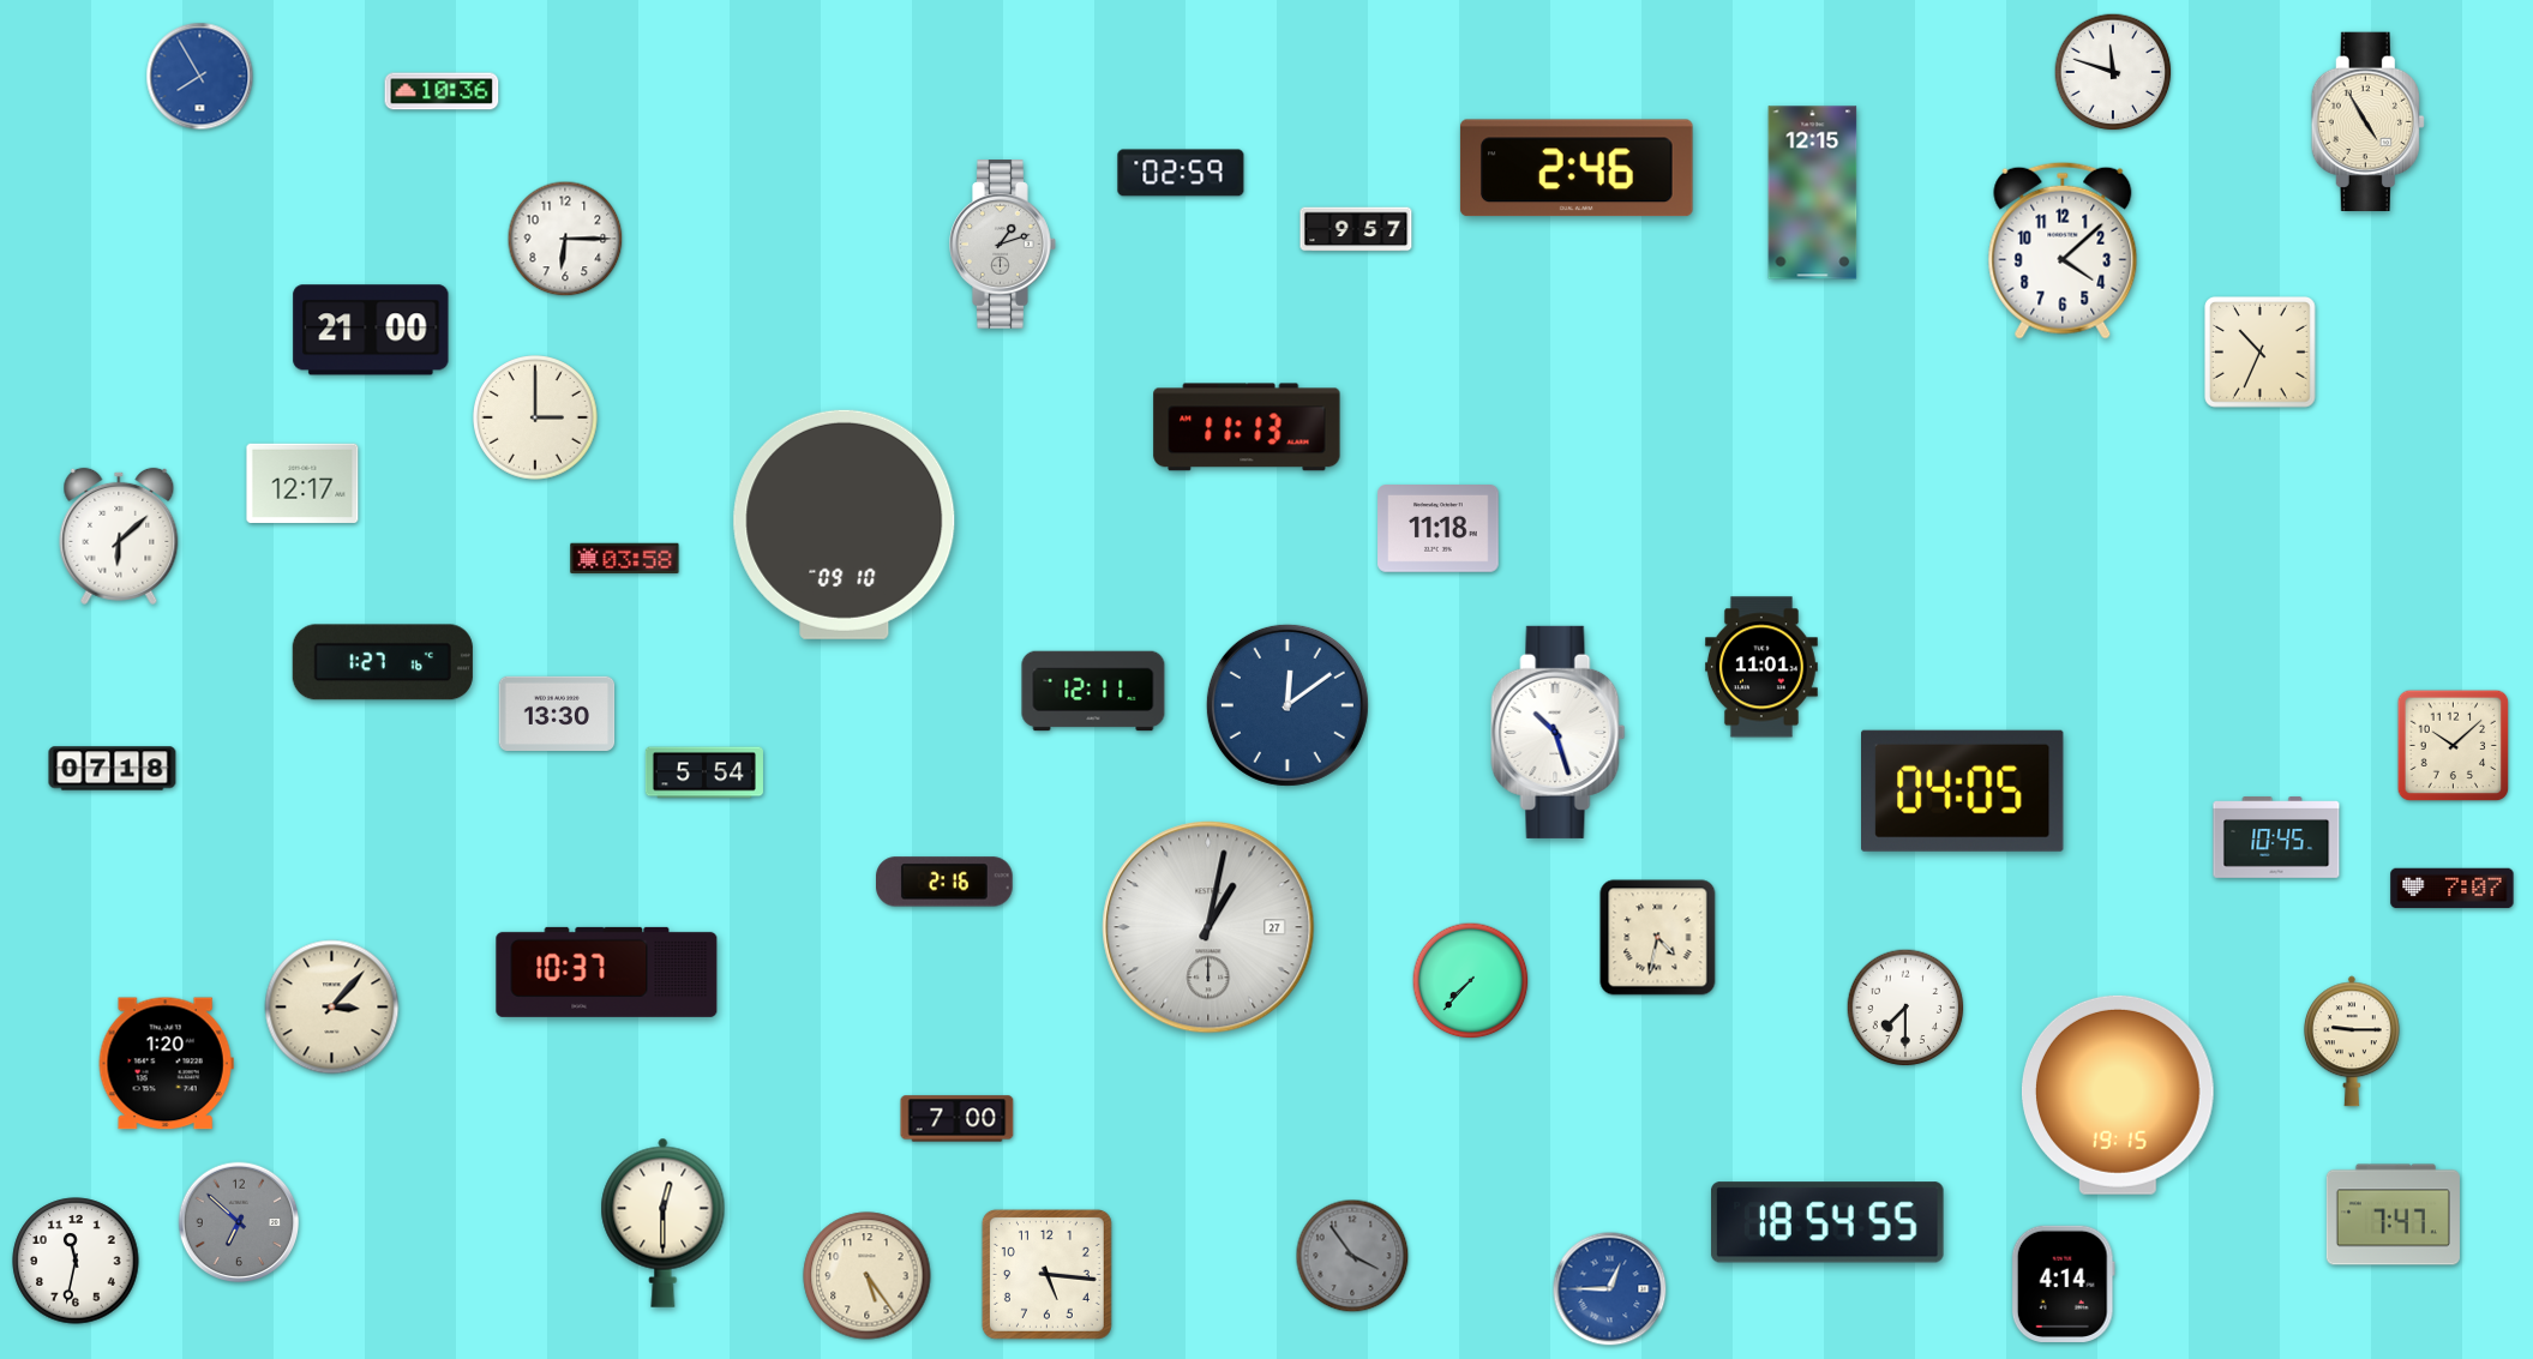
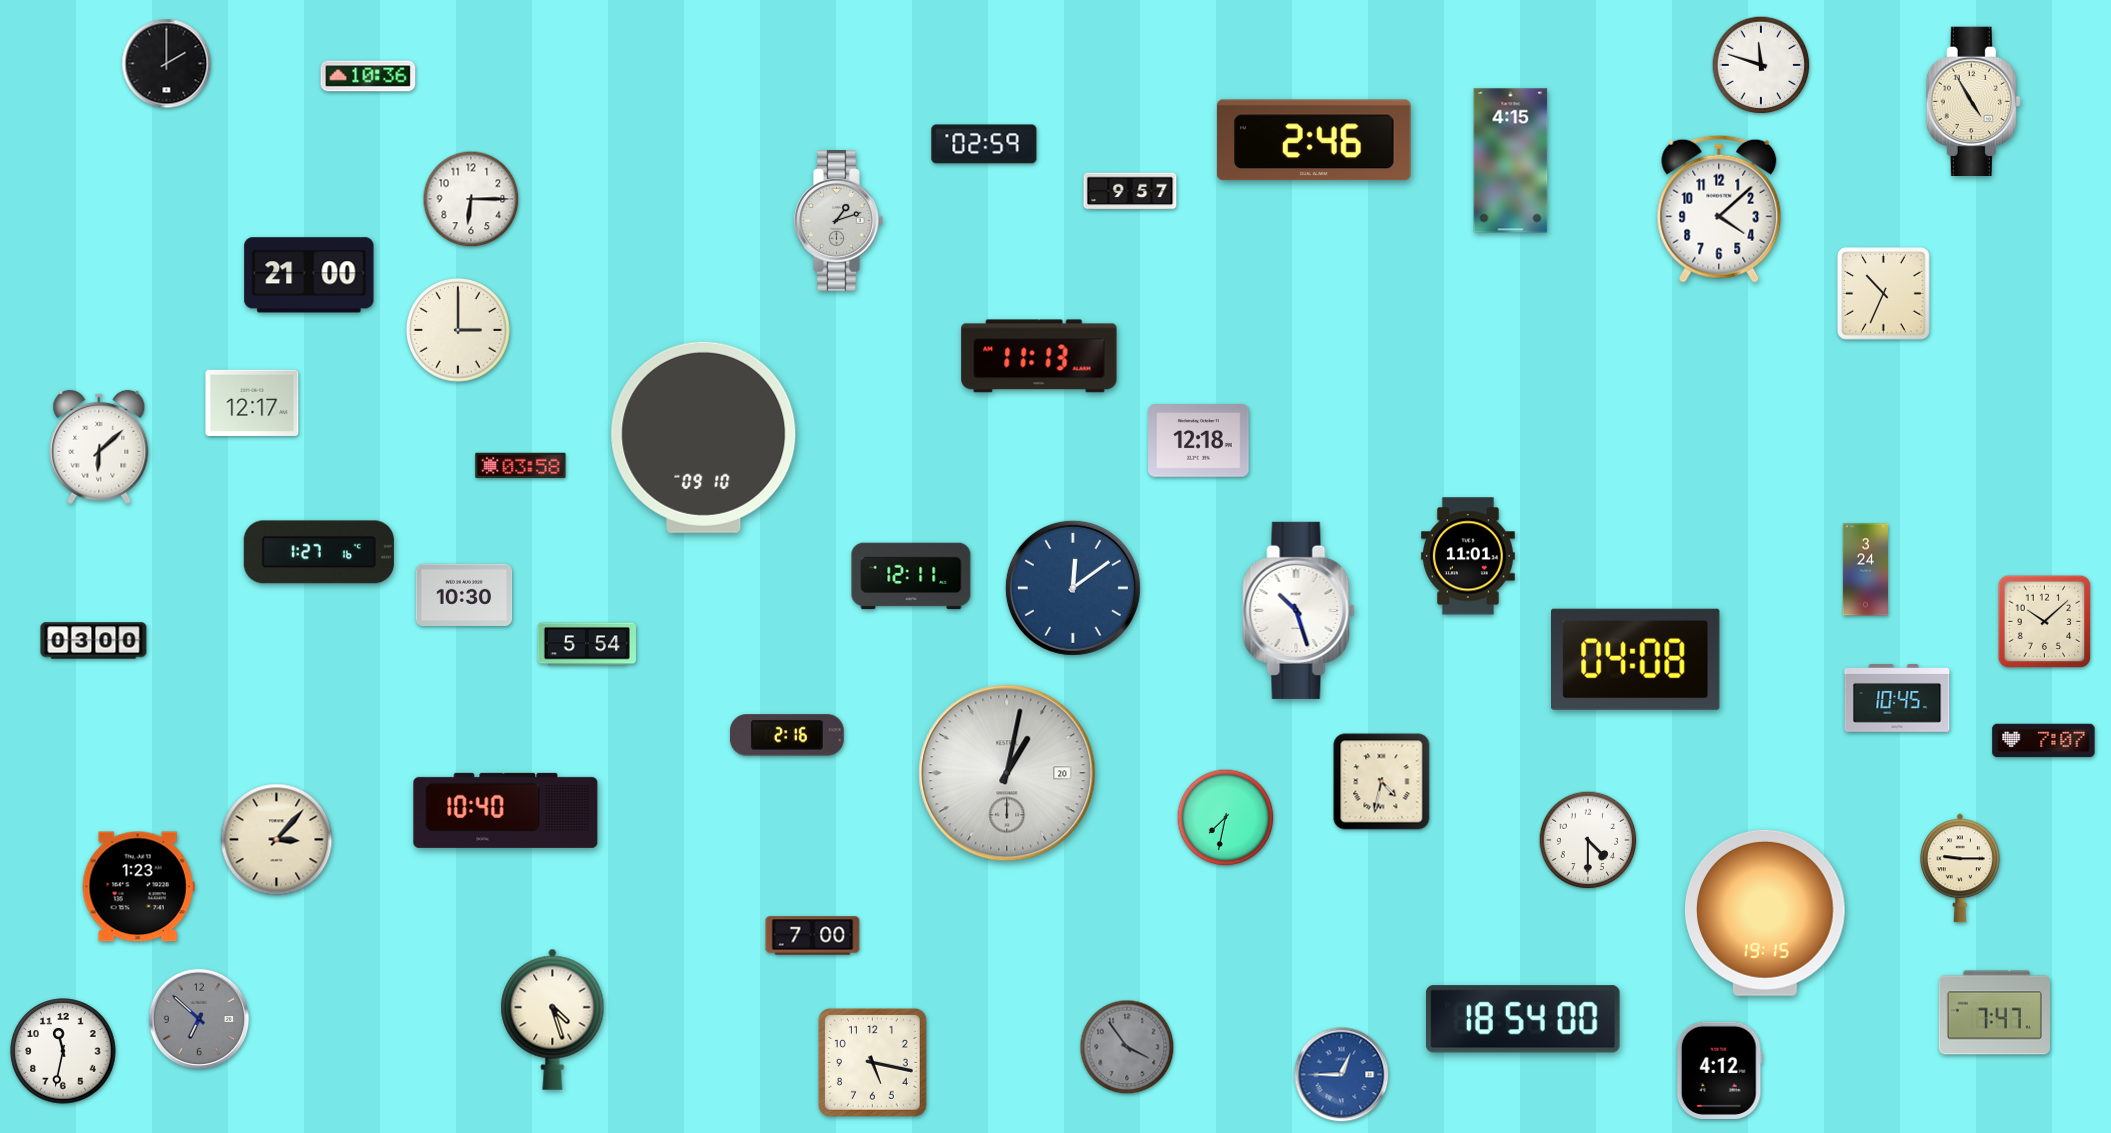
clock at (2113, 72) position: (2113, 72) -> (1761, 65)
clock at (200, 77): 7:55 -> 2:00
clock at (200, 77) dial: blue -> black
clock at (1813, 193): 12:15 -> 4:15
clock at (1003, 245) position: (1003, 245) -> (839, 221)
clock at (535, 417) position: (535, 417) -> (458, 330)
clock at (1439, 529): 11:18 -> 12:18
clock at (1866, 570): none -> 3:24
clock at (557, 712): 13:30 -> 10:30
clock at (113, 769): 07:18 -> 03:00
clock at (1963, 790): 04:05 -> 04:08
clock at (1208, 927) date: 27 -> 20
clock at (607, 972): 10:37 -> 10:40
clock at (1471, 981): 7:37 -> 7:32
clock at (1905, 1008): 7:30 -> 4:30
clock at (166, 1064): 1:20 -> 1:23
clock at (958, 1119) position: (958, 1119) -> (813, 936)
clock at (664, 1222): 12:30 -> 4:27
clock at (1827, 1222): 18:54:55 -> 18:54:00
clock at (1046, 1274): 5:16 -> 5:17
clock at (868, 1276): 5:24 -> none
clock at (2063, 1283): 4:14 -> 4:12
